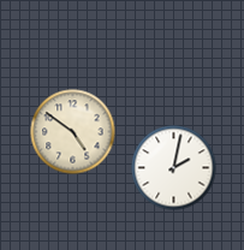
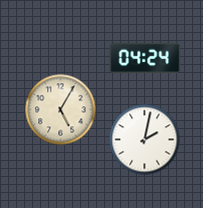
clock at (145, 57): none -> 04:24
clock at (73, 132): 4:51 -> 5:05
